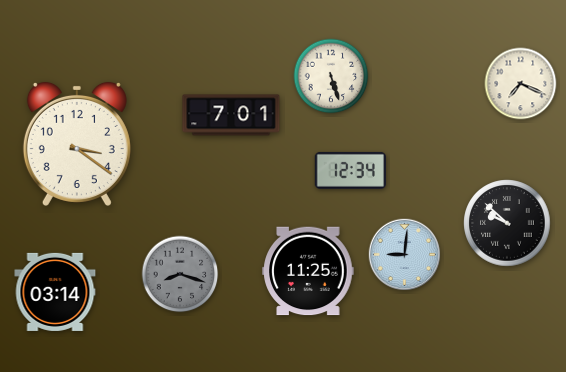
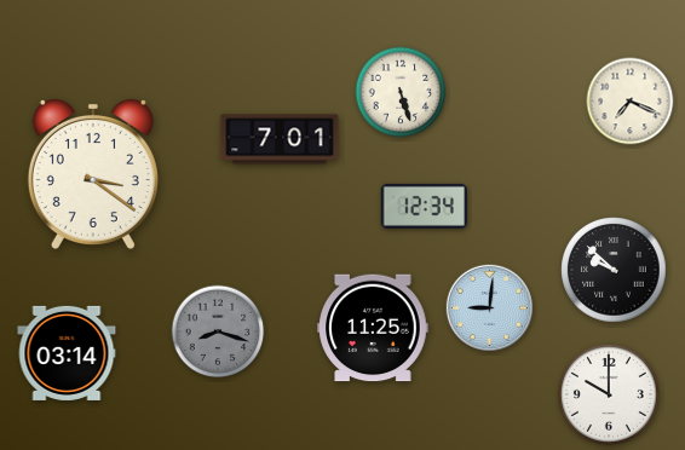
clock at (609, 394): none -> 10:00
